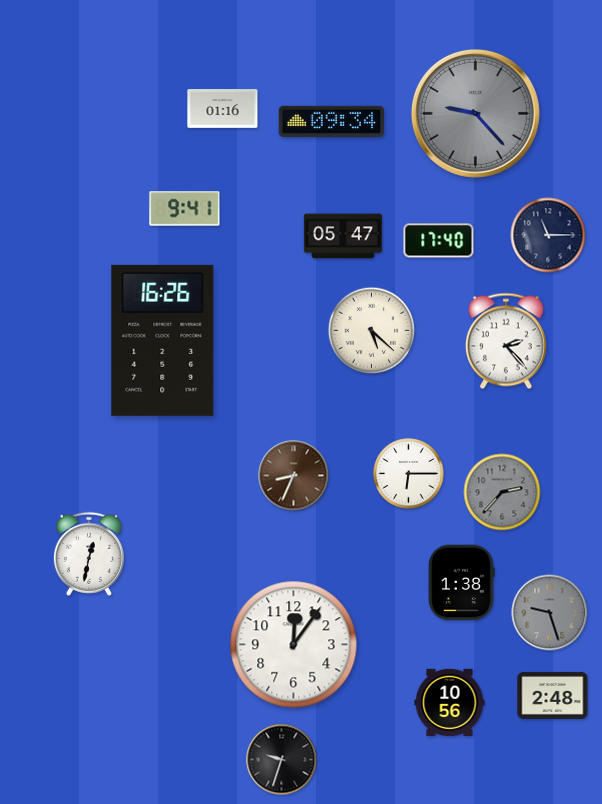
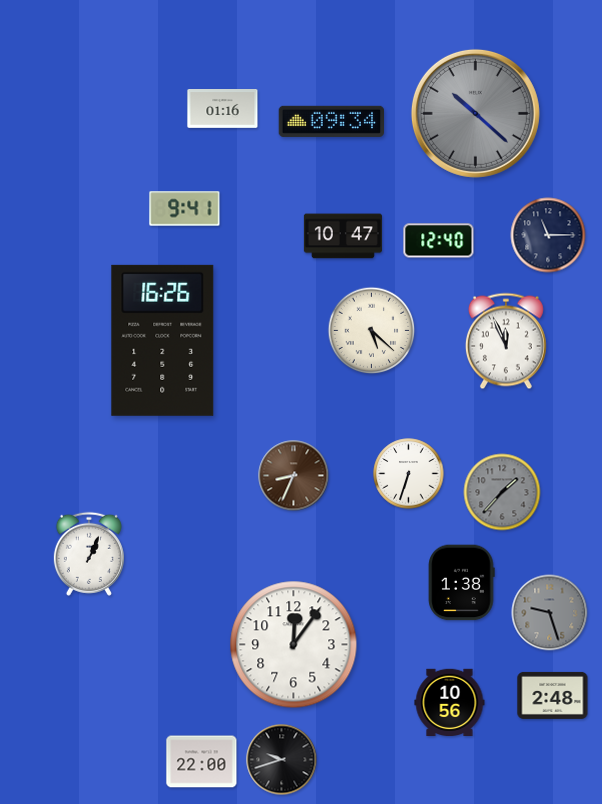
clock at (475, 113): 9:23 -> 10:22
clock at (343, 236): 05:47 -> 10:47
clock at (439, 241): 17:40 -> 12:40
clock at (506, 341): 2:23 -> 11:56
clock at (409, 474): 6:15 -> 6:33
clock at (502, 492): 2:37 -> 1:37
clock at (89, 554): 12:32 -> 1:04
clock at (282, 760): 9:33 -> 9:42
clock at (202, 762): none -> 22:00
